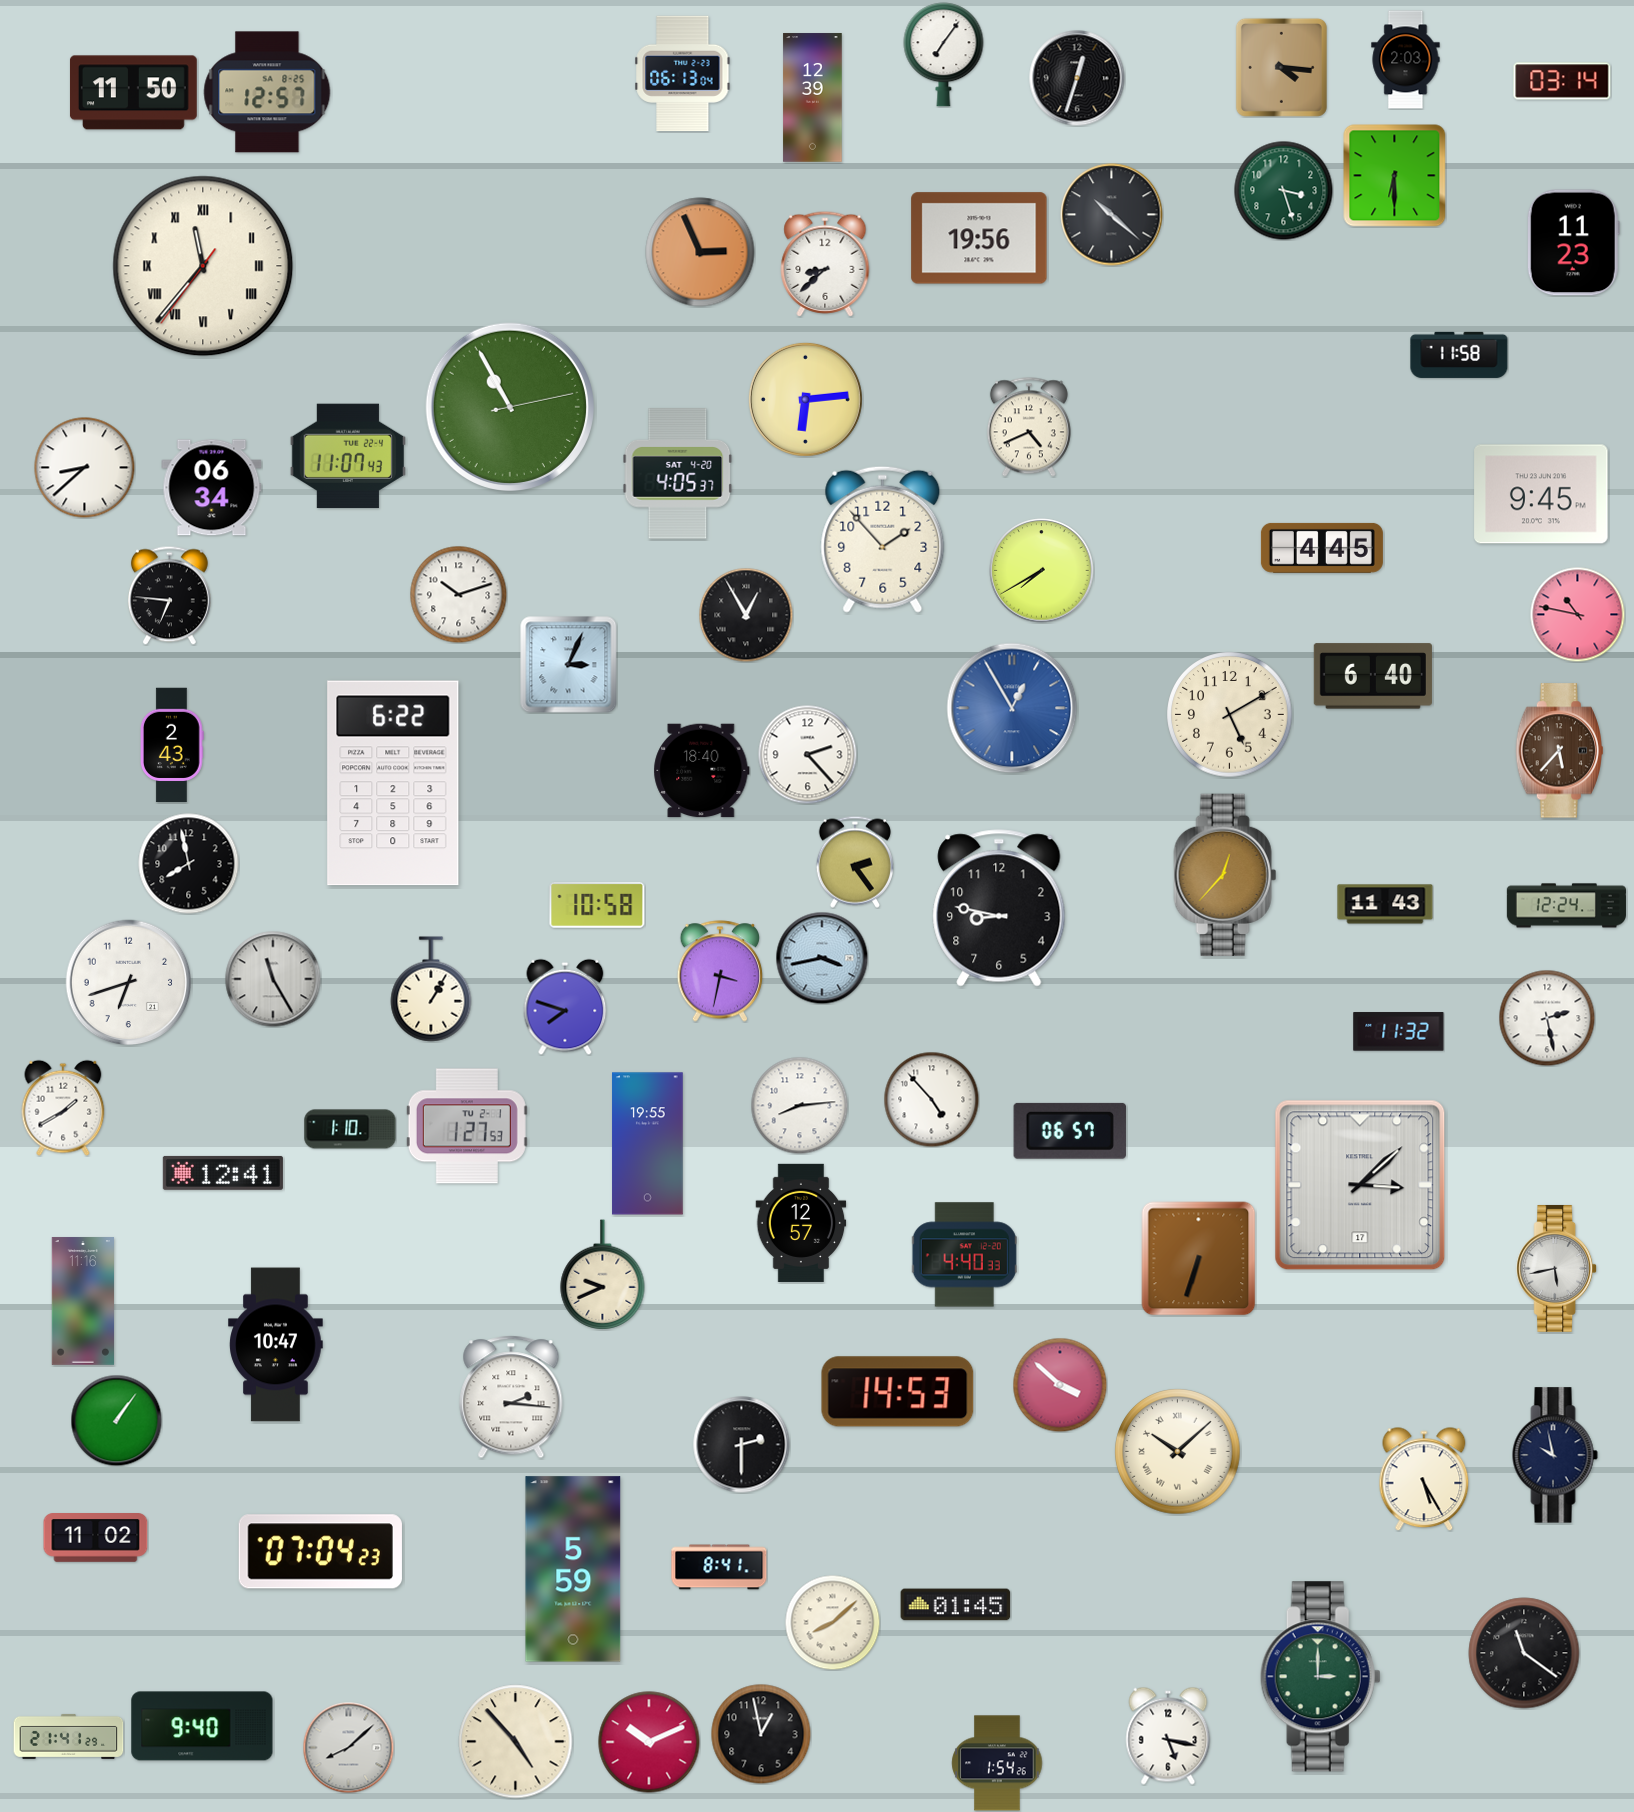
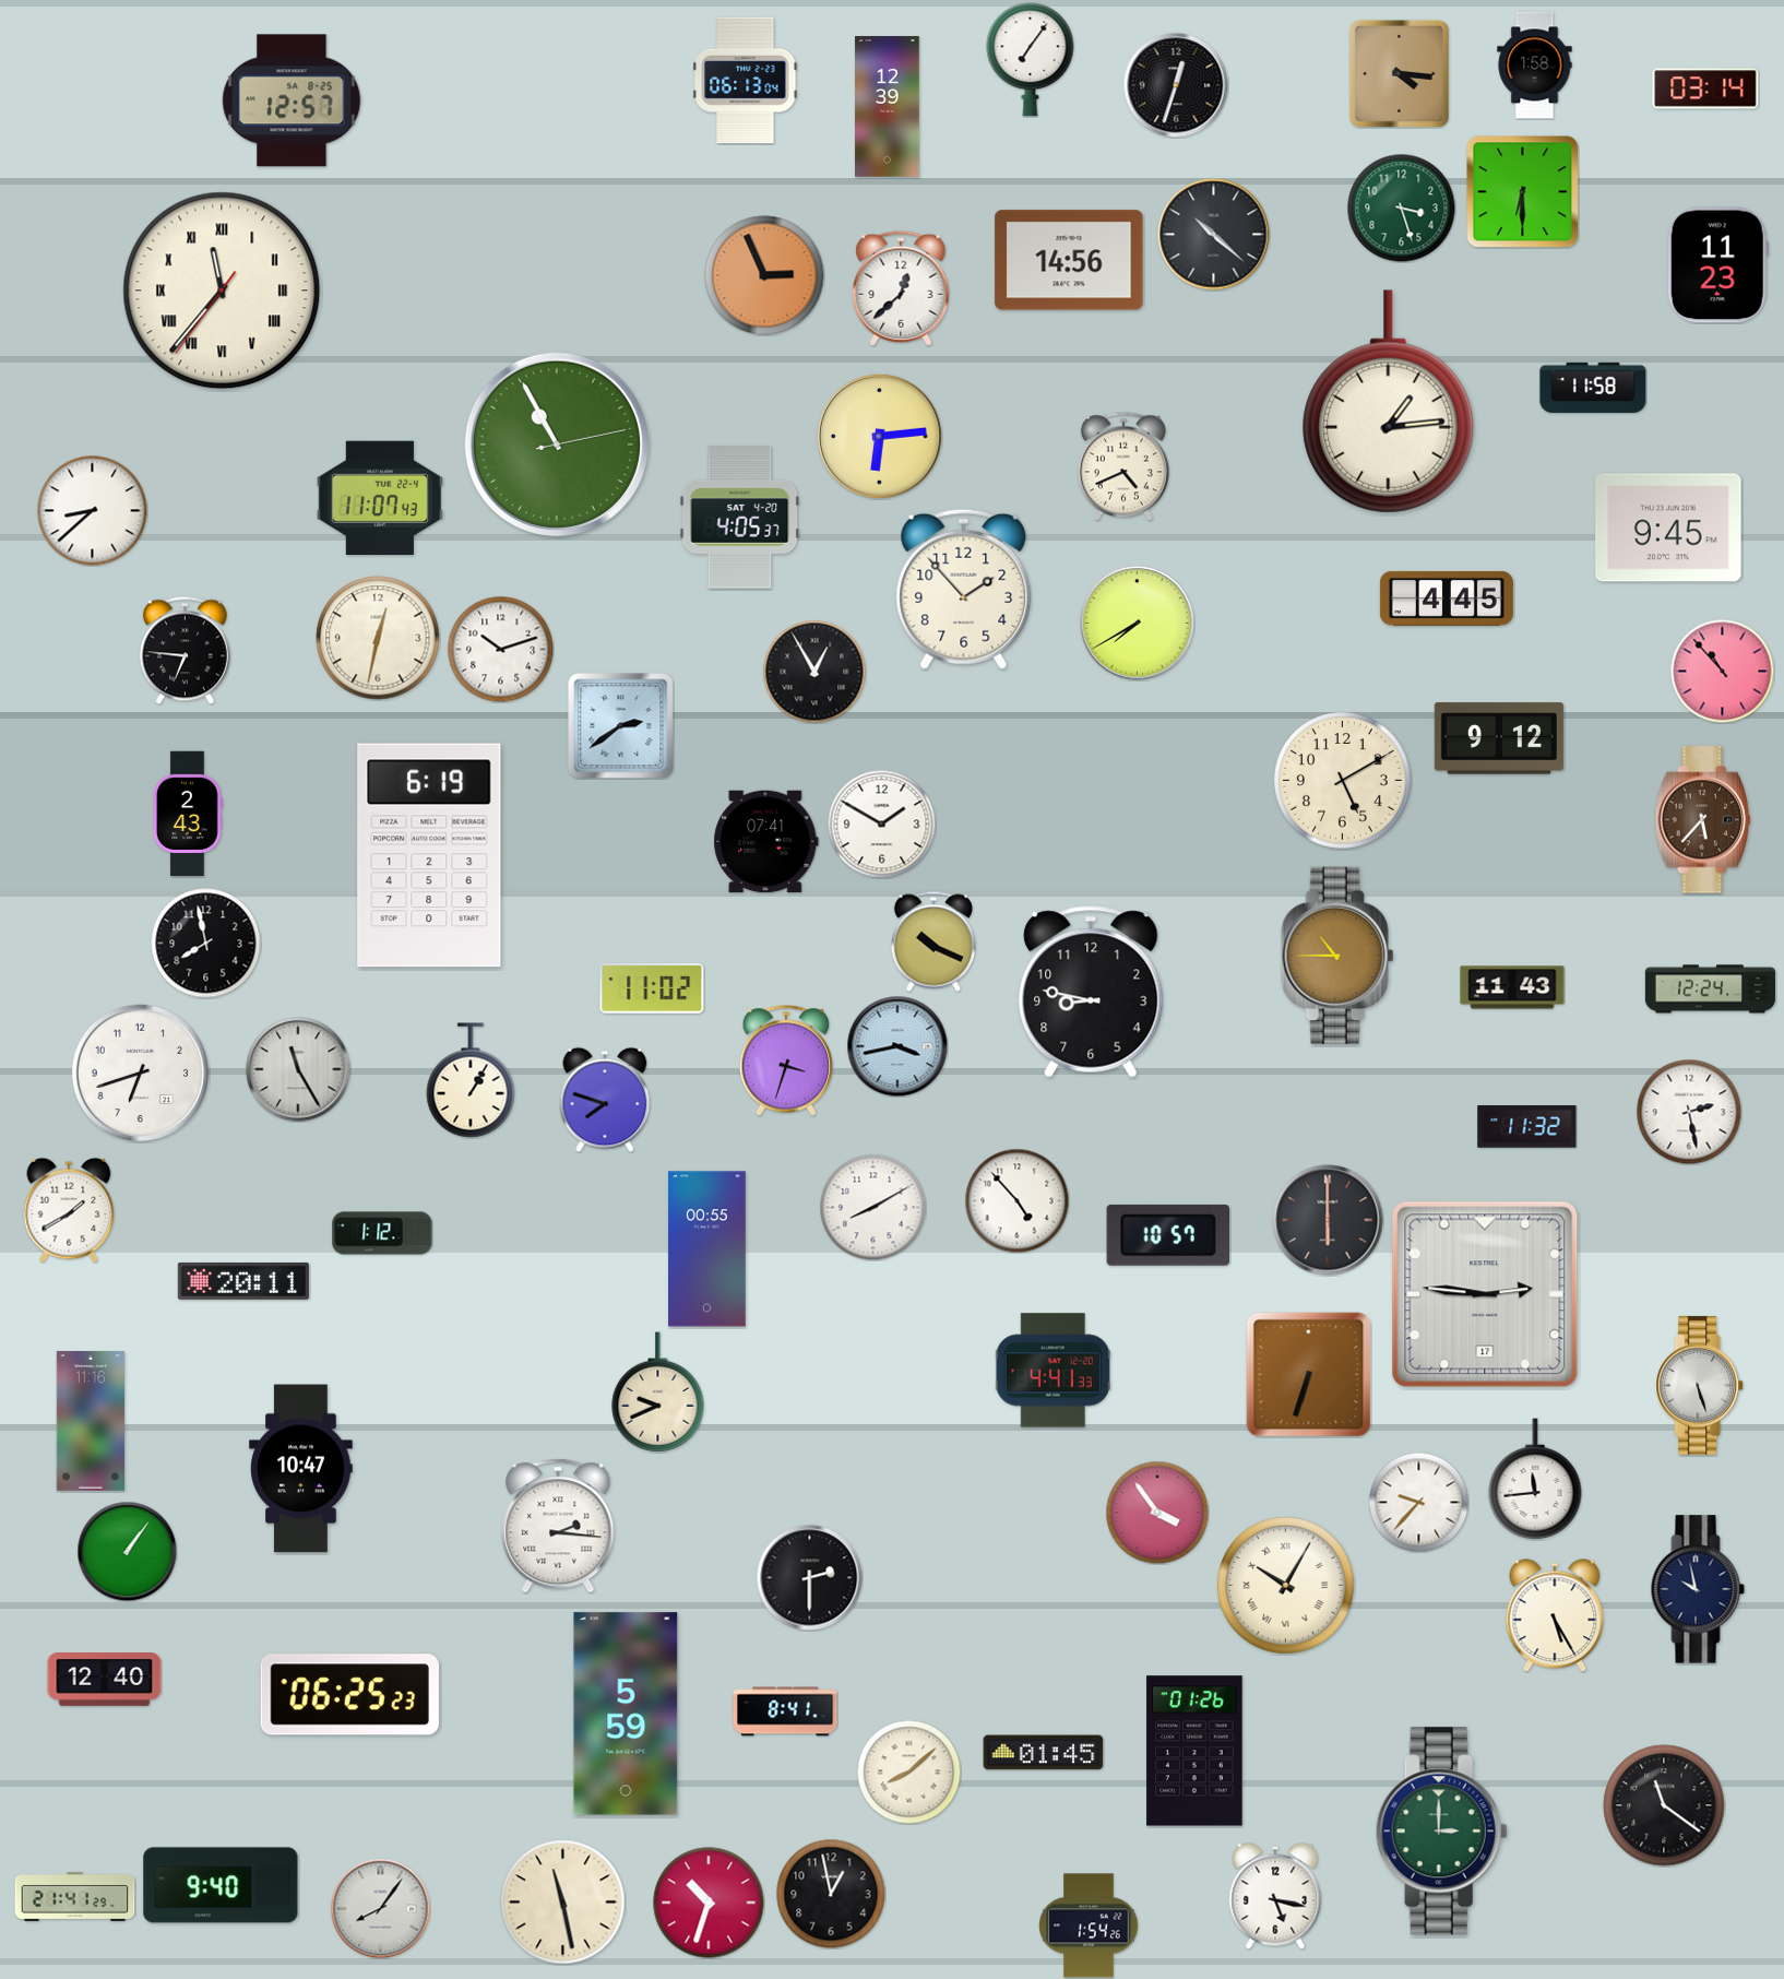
clock at (1406, 60): 2:03 -> 1:58
clock at (133, 93): 11:50 -> none
clock at (979, 238): 19:56 -> 14:56
clock at (825, 264): 8:38 -> 12:38
clock at (1389, 402): none -> 1:14
clock at (212, 488): 06:34 -> none
clock at (1541, 494) position: (1541, 494) -> (1668, 528)
clock at (1322, 548) position: (1322, 548) -> (1447, 599)
clock at (378, 638): none -> 12:32
clock at (1577, 614): 10:47 -> 10:53
clock at (569, 665): 3:04 -> 2:39
clock at (1373, 676): 6:40 -> 9:12
clock at (1012, 708): 12:55 -> none
clock at (808, 755): 2:23 -> 1:50
clock at (702, 771): 18:40 -> 07:41
clock at (393, 783): 6:22 -> 6:19
clock at (855, 862): 2:24 -> 10:19
clock at (1225, 874): 12:37 -> 10:45
clock at (597, 905): 10:58 -> 11:02
clock at (720, 971): 3:32 -> 3:33
clock at (565, 1007) position: (565, 1007) -> (605, 1100)
clock at (799, 1105): 8:14 -> 8:10
clock at (1328, 1220): none -> 6:00
clock at (467, 1126): 1:27 -> none
clock at (350, 1129): 1:10 -> 1:12
clock at (1070, 1131): 06:57 -> 10:57
clock at (648, 1144): 19:55 -> 00:55
clock at (223, 1173): 12:41 -> 20:11
clock at (1360, 1185): 3:08 -> 2:46
clock at (801, 1223): 12:57 -> none
clock at (964, 1255): 4:40 -> 4:41
clock at (1557, 1268): 5:43 -> 5:27
clock at (1535, 1479): none -> 11:44
clock at (1418, 1502): none -> 9:37
clock at (1060, 1385): 3:52 -> 3:54
clock at (898, 1392): 14:53 -> none
clock at (1178, 1452): 10:08 -> 10:05
clock at (96, 1538): 11:02 -> 12:40
clock at (320, 1552): 07:04 -> 06:25
clock at (1194, 1751): none -> 01:26
clock at (516, 1742): 4:53 -> 11:28
clock at (649, 1742): 10:11 -> 10:33
clock at (348, 1747): 8:08 -> 8:06
